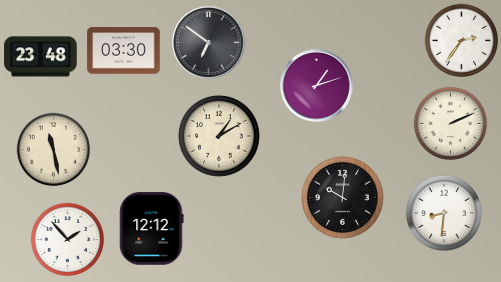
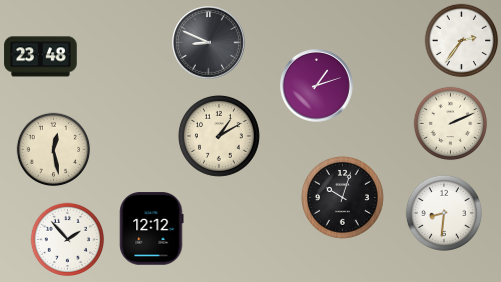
clock at (209, 43): 6:51 -> 8:49
clock at (124, 51): 03:30 -> none
clock at (54, 150): 11:28 -> 12:28
clock at (343, 198): 10:01 -> 10:03
